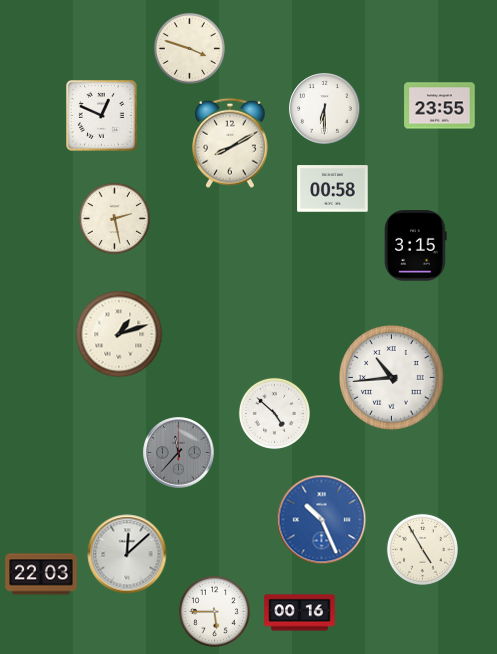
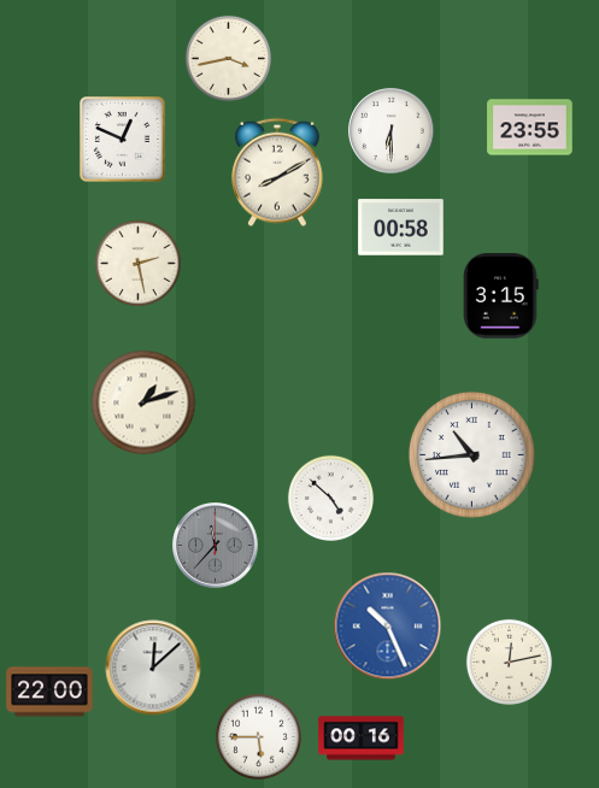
clock at (189, 48): 3:48 -> 3:43
clock at (422, 549): 4:55 -> 12:13
clock at (41, 574): 22:03 -> 22:00
